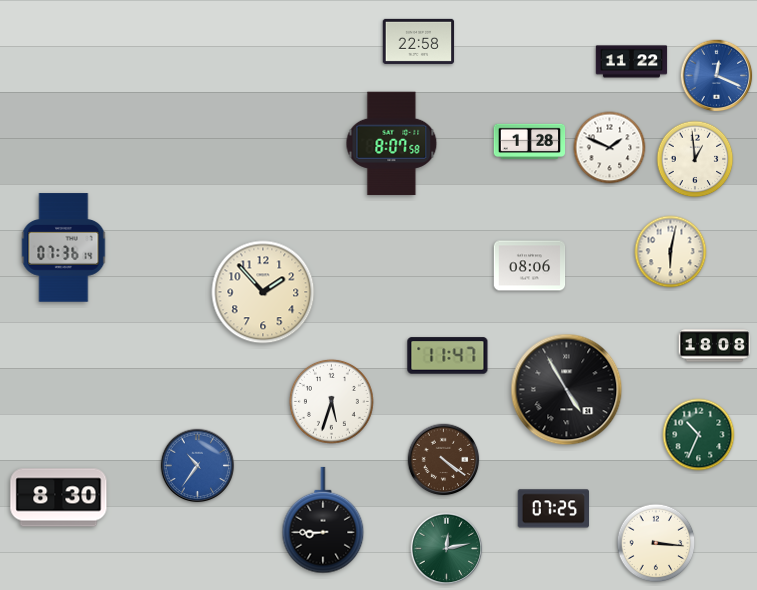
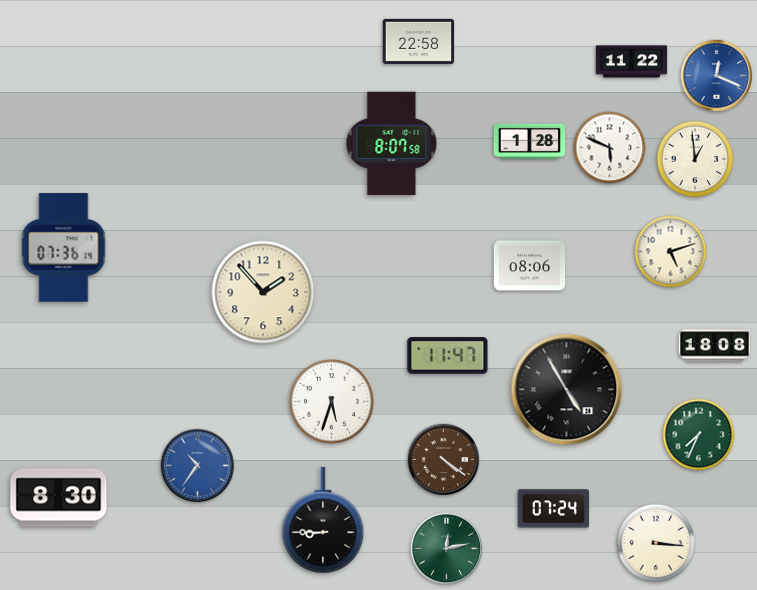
clock at (610, 148): 1:49 -> 5:49
clock at (671, 252): 6:02 -> 5:12
clock at (699, 435): 10:34 -> 7:34
clock at (554, 509): 07:25 -> 07:24
